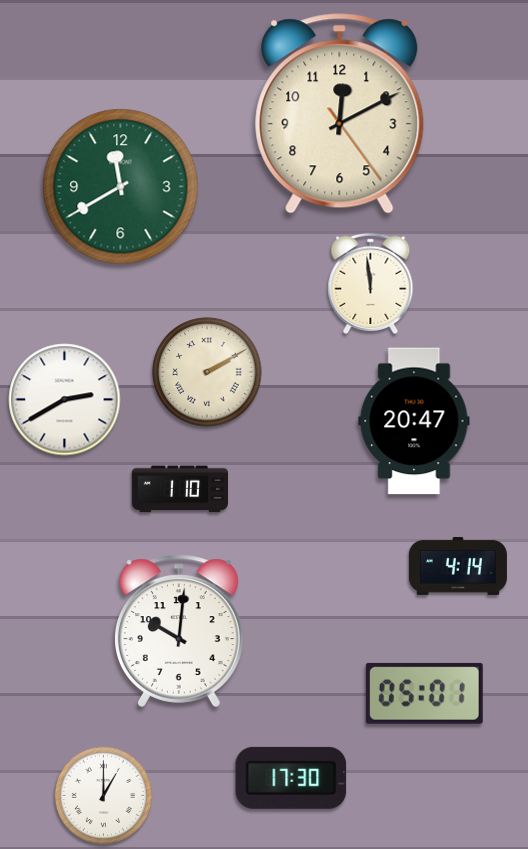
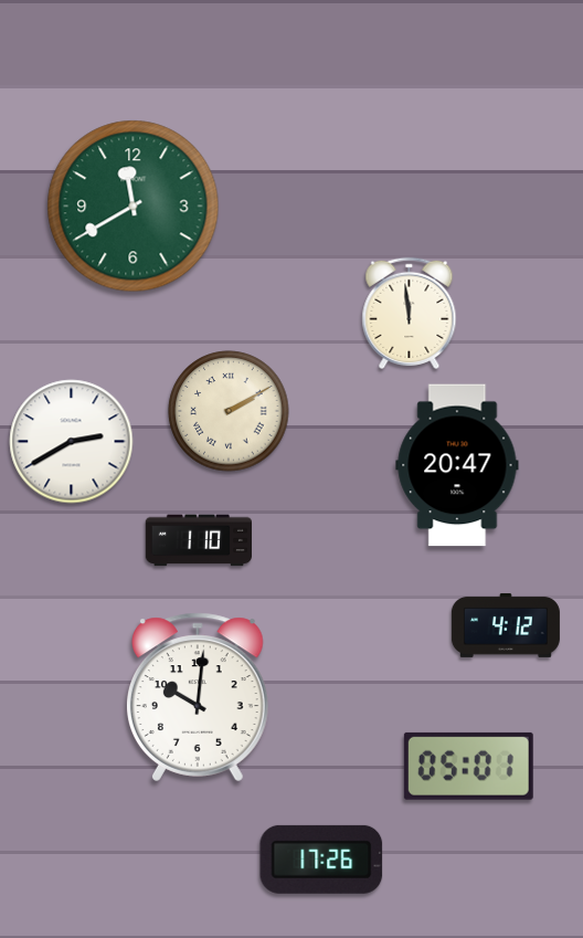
clock at (340, 114): 12:10 -> none
clock at (458, 566): 4:14 -> 4:12
clock at (291, 778): 17:30 -> 17:26
clock at (103, 795): 1:00 -> none
